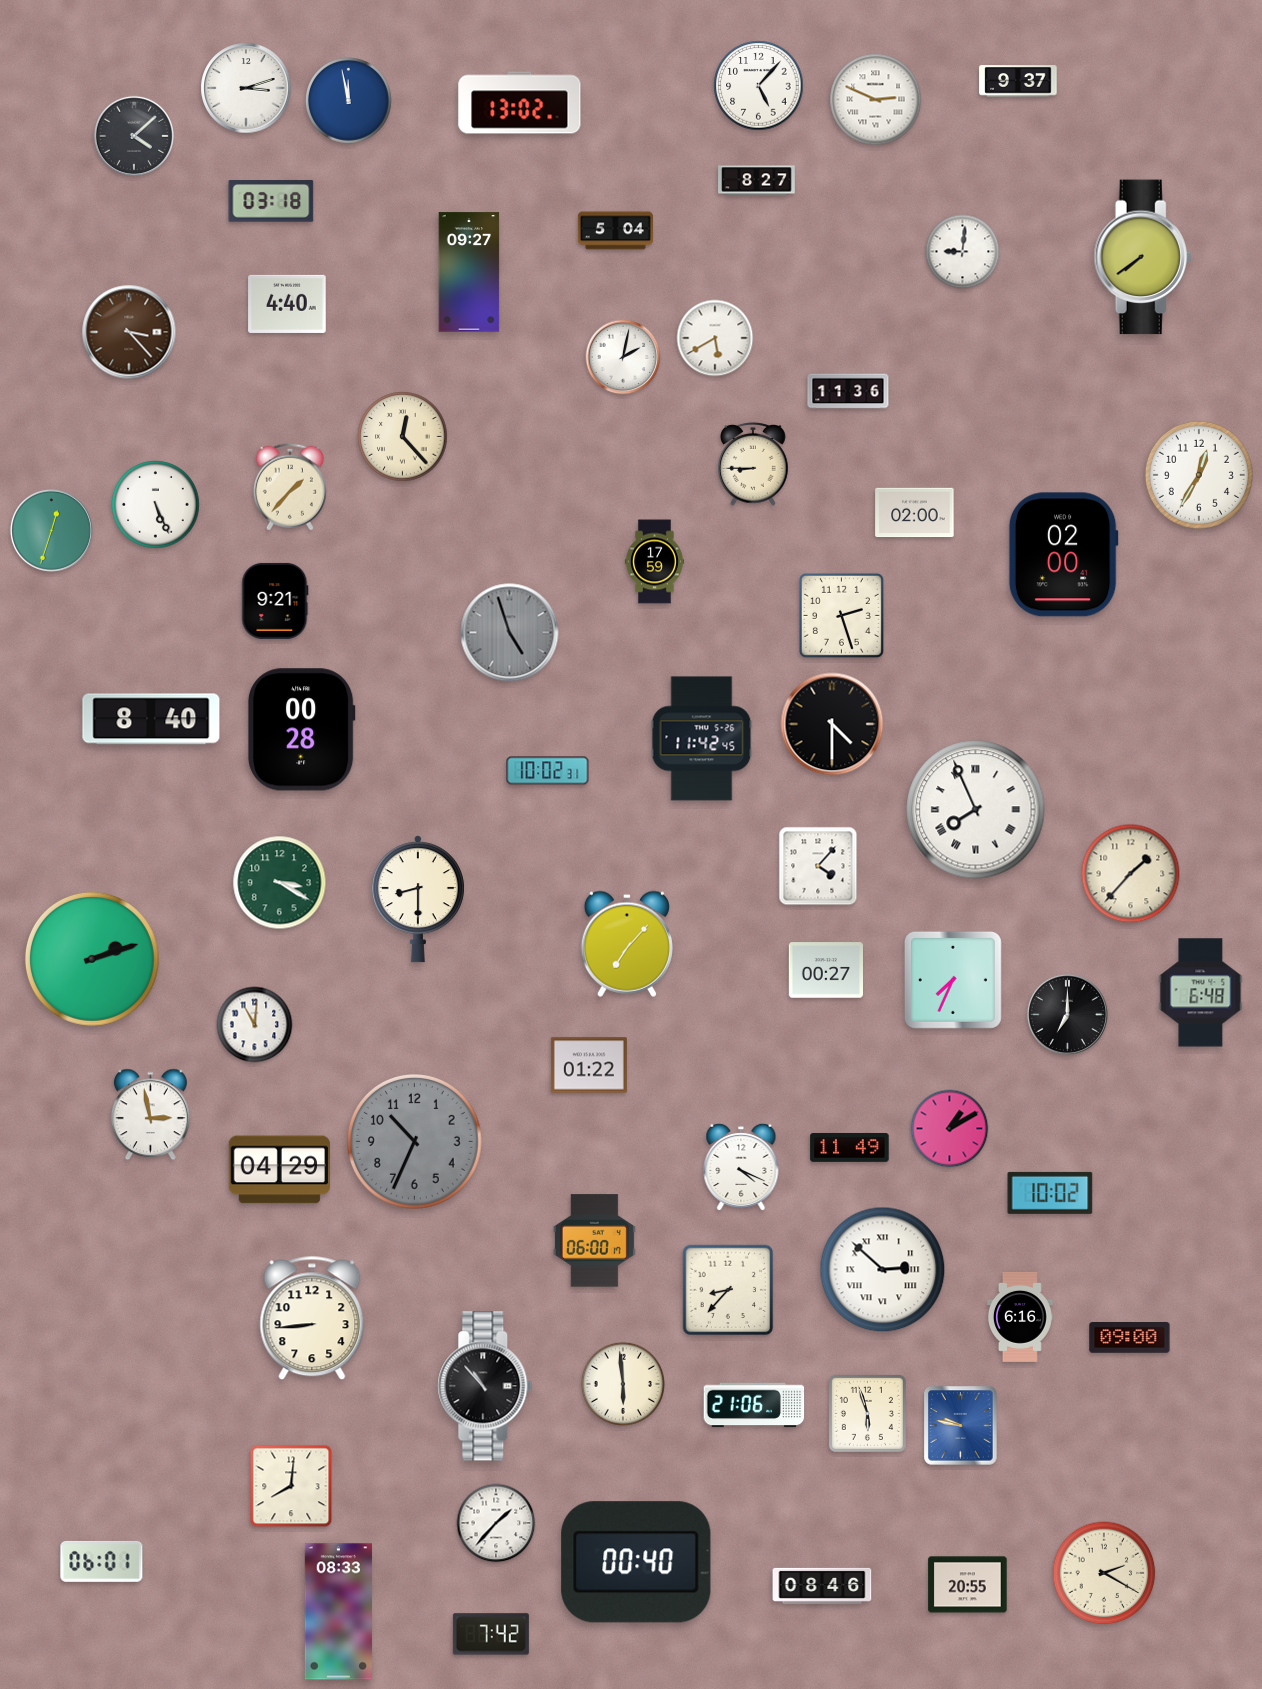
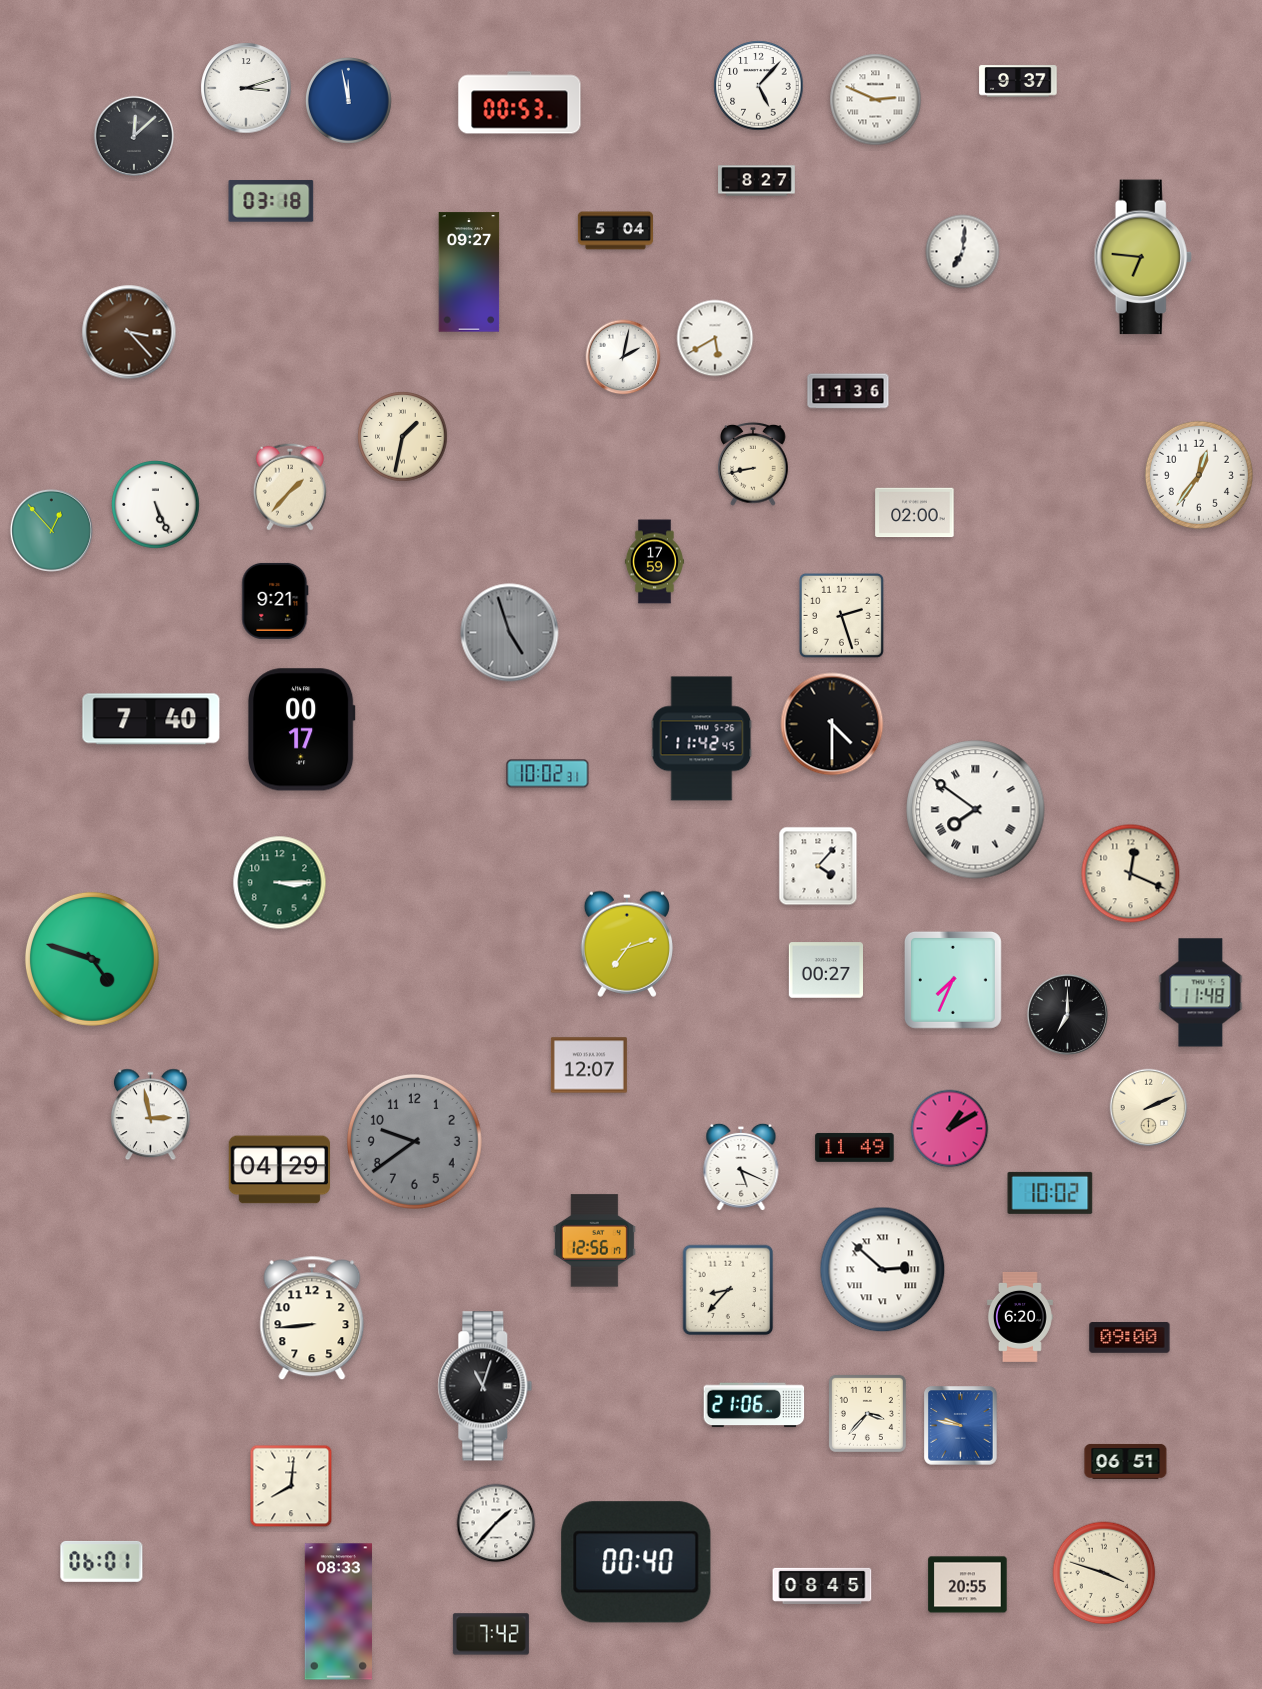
clock at (520, 103): 13:02 -> 00:53
clock at (133, 135): 4:08 -> 12:08
clock at (963, 252): 9:01 -> 7:01
clock at (1143, 257): 7:39 -> 6:46
clock at (287, 304): 4:40 -> none
clock at (403, 437): 12:23 -> 1:32
clock at (753, 464): 8:45 -> 8:43
clock at (1199, 475): 12:35 -> 12:36
clock at (51, 530): 12:33 -> 12:53
clock at (1063, 555): 02:00 -> none
clock at (151, 719): 8:40 -> 7:40
clock at (301, 730): 00:28 -> 00:17
clock at (548, 771) position: (548, 771) -> (548, 774)
clock at (976, 810): 7:56 -> 7:51
clock at (1131, 874): 1:37 -> 12:19
clock at (280, 883): 3:20 -> 3:15
clock at (418, 899): 8:30 -> none
clock at (627, 944): 7:07 -> 7:12
clock at (92, 959): 2:12 -> 4:48
clock at (1201, 993): 6:48 -> 11:48
clock at (255, 1025): 11:01 -> none
clock at (589, 1065): 01:22 -> 12:07
clock at (1149, 1108): none -> 2:11
clock at (414, 1141): 10:34 -> 9:39
clock at (850, 1147) position: (850, 1147) -> (855, 1147)
clock at (741, 1167): 4:19 -> 5:19
clock at (594, 1241): 06:00 -> 12:56
clock at (1020, 1317): 6:16 -> 6:20
clock at (623, 1384): 5:59 -> none
clock at (485, 1386): 10:53 -> 11:03
clock at (867, 1413): 5:57 -> 3:37
clock at (1126, 1461): none -> 06:51
clock at (1104, 1573): 2:20 -> 3:48
clock at (822, 1586): 08:46 -> 08:45
